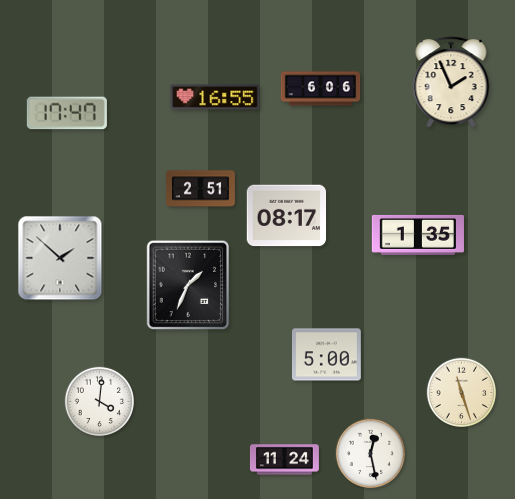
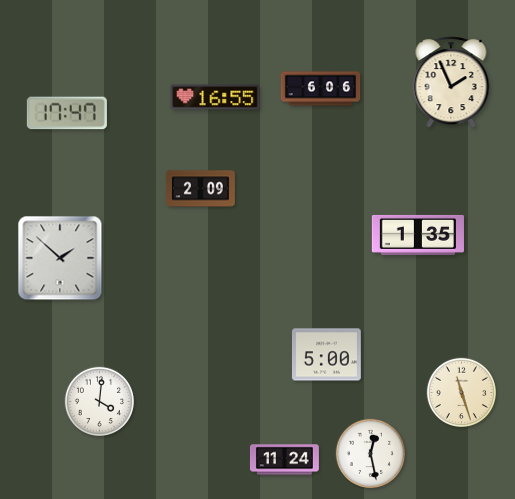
clock at (200, 189): 2:51 -> 2:09
clock at (287, 216): 08:17 -> none
clock at (188, 285): 1:34 -> none
